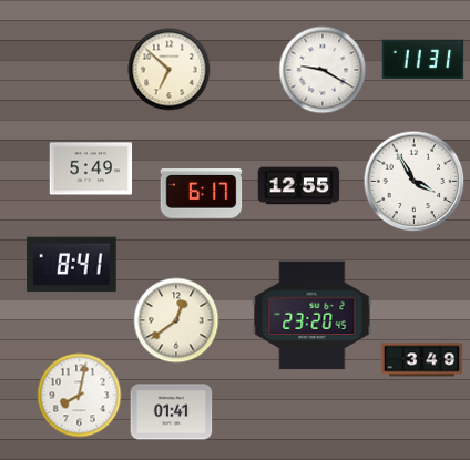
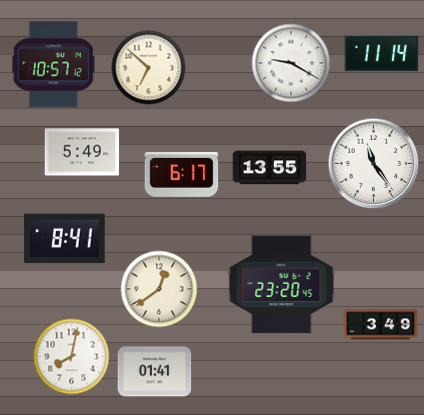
clock at (423, 60): 11:31 -> 11:14
clock at (170, 70) position: (170, 70) -> (149, 68)
clock at (53, 65): none -> 10:57
clock at (415, 182): 3:55 -> 11:24
clock at (299, 186): 12:55 -> 13:55
